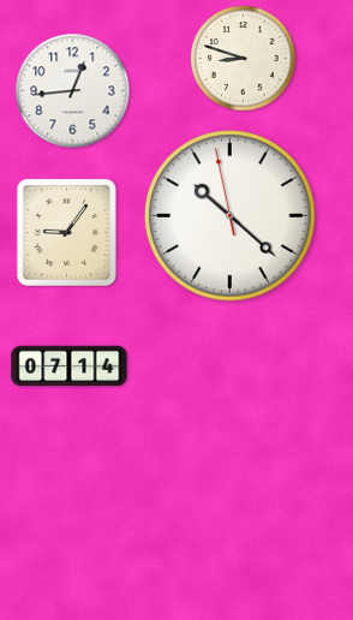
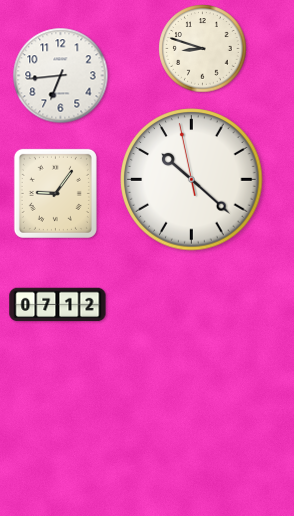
clock at (73, 91): 12:44 -> 6:44
clock at (70, 366): 07:14 -> 07:12
